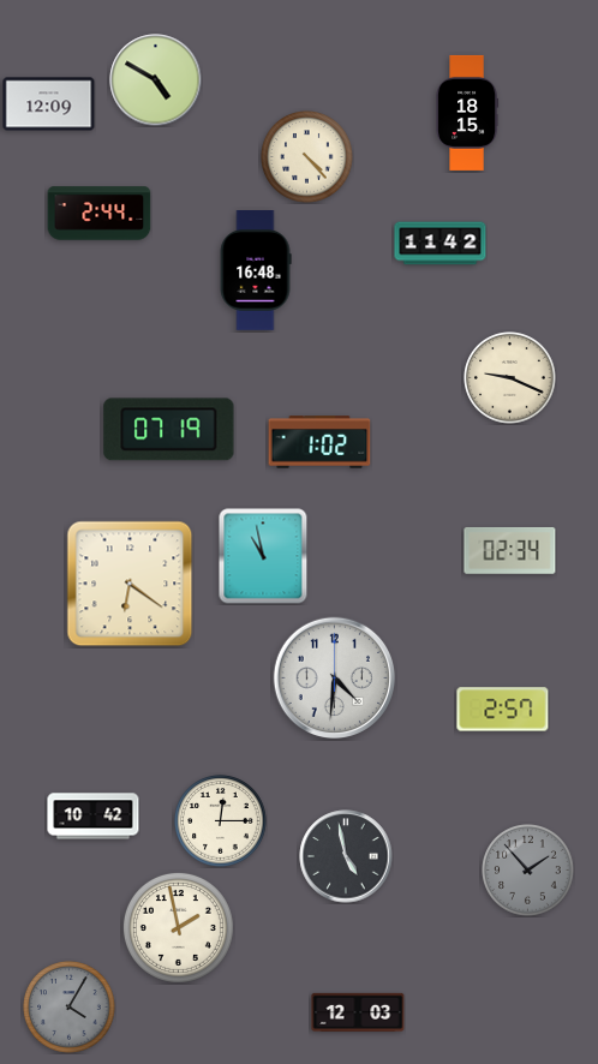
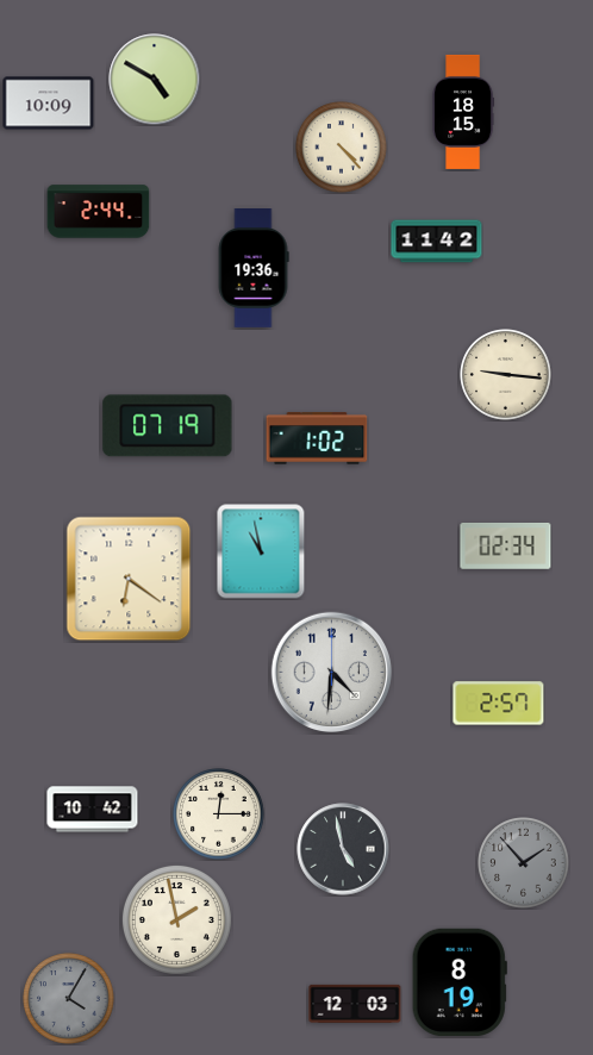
clock at (49, 104): 12:09 -> 10:09
clock at (307, 157) position: (307, 157) -> (342, 148)
clock at (256, 271): 16:48 -> 19:36
clock at (510, 378): 9:19 -> 9:16
clock at (460, 982): none -> 8:19
